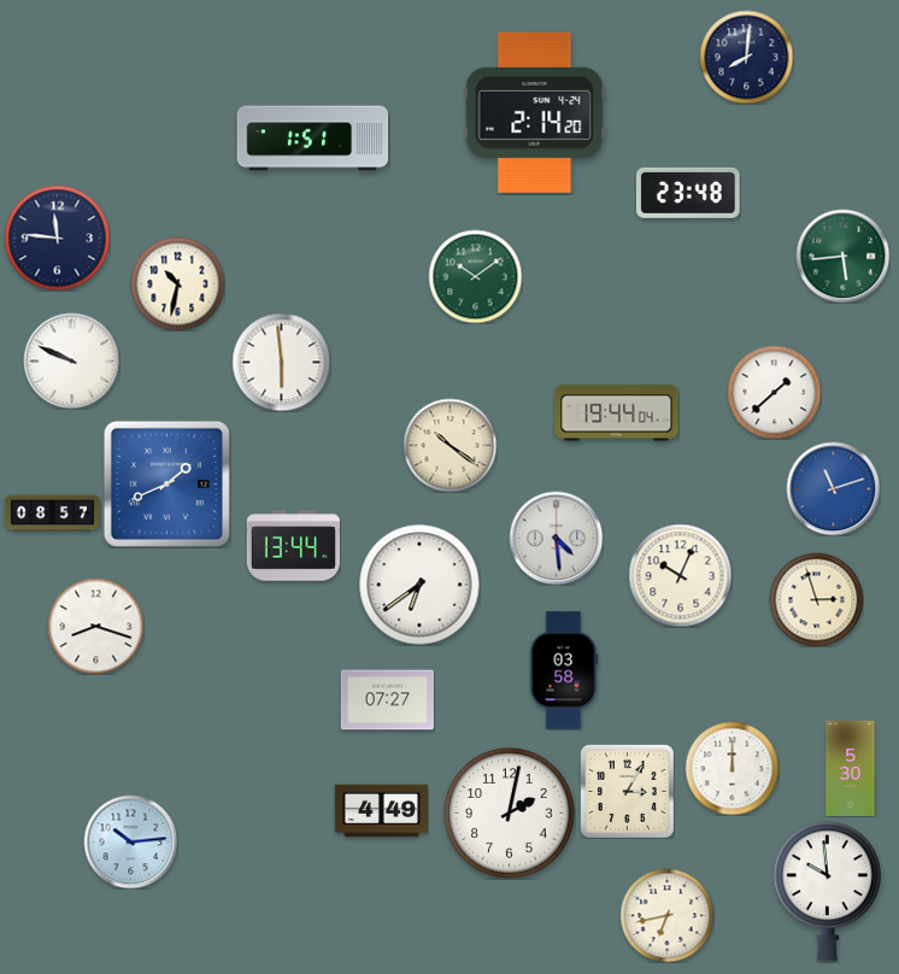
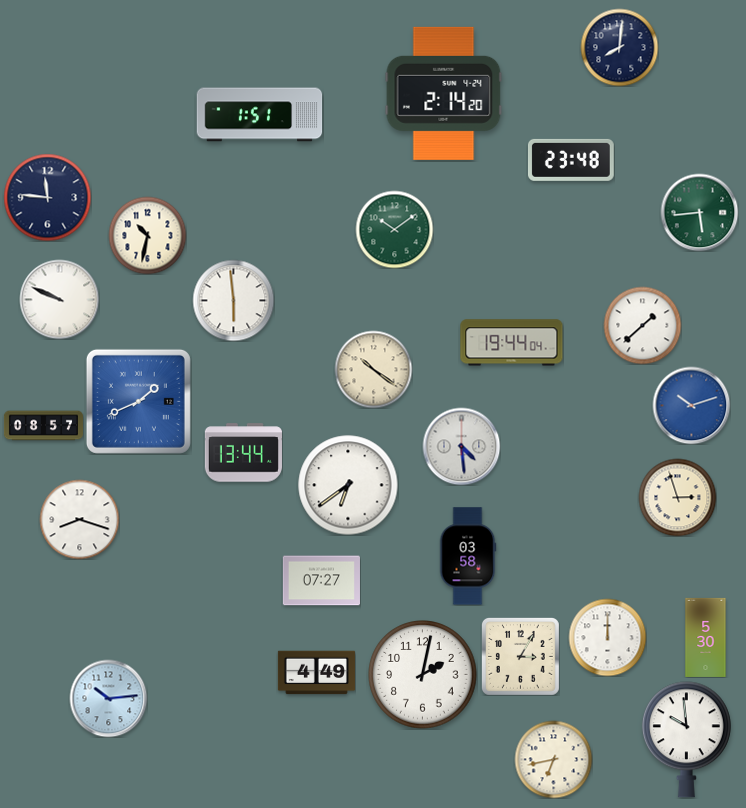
clock at (833, 488): 11:12 -> 10:12
clock at (680, 575): 10:04 -> none
